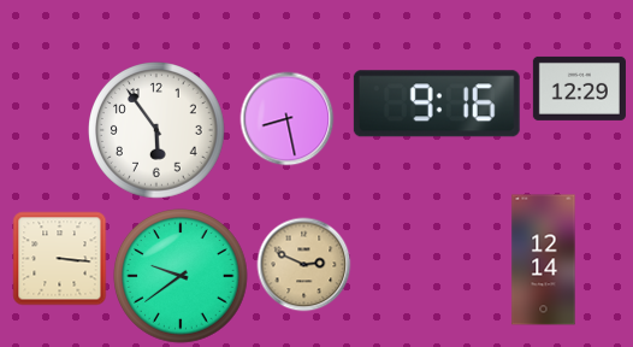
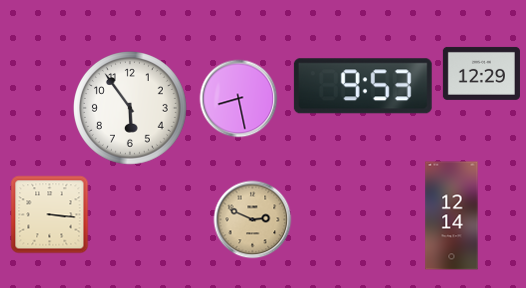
clock at (437, 104): 9:16 -> 9:53
clock at (181, 276): 9:39 -> none
